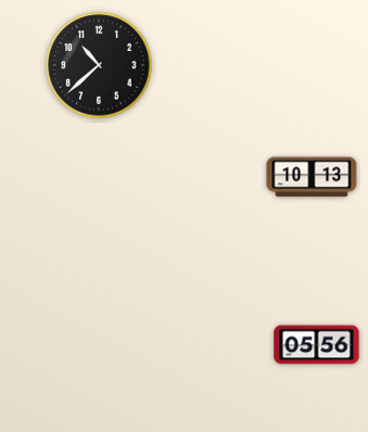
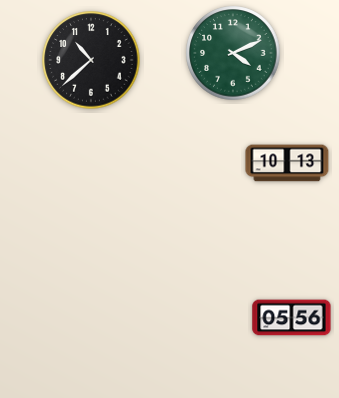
clock at (233, 53): none -> 4:11
